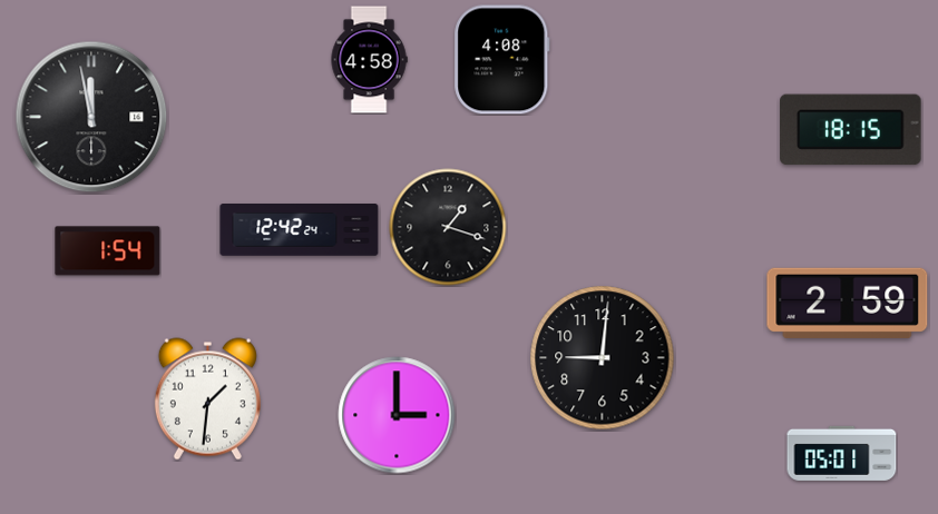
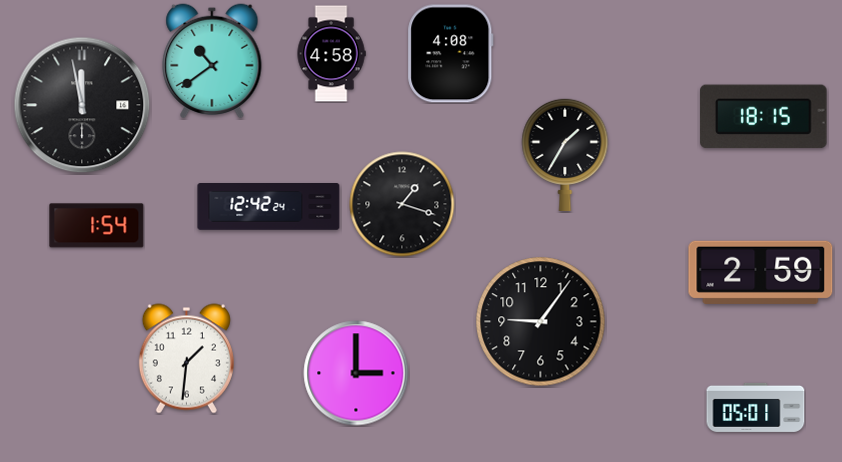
clock at (212, 60): none -> 10:39
clock at (565, 154): none -> 1:35
clock at (603, 358): 9:01 -> 9:06
